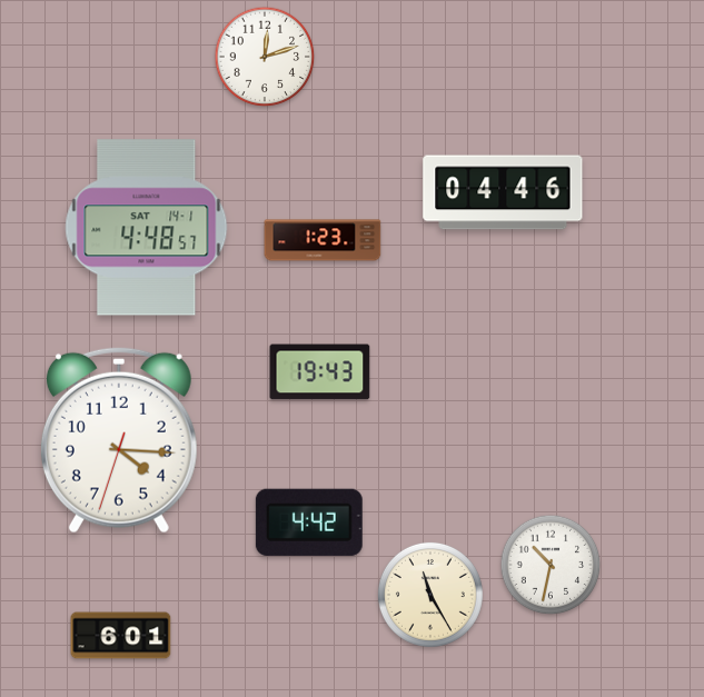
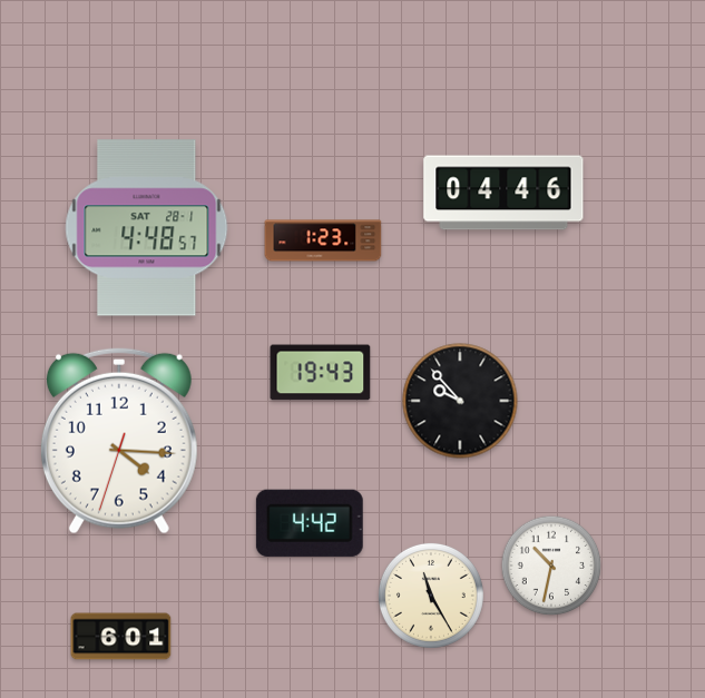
clock at (265, 57): 12:12 -> none
clock at (147, 228) date: SAT 14-1 -> SAT 28-1
clock at (460, 401): none -> 9:53
